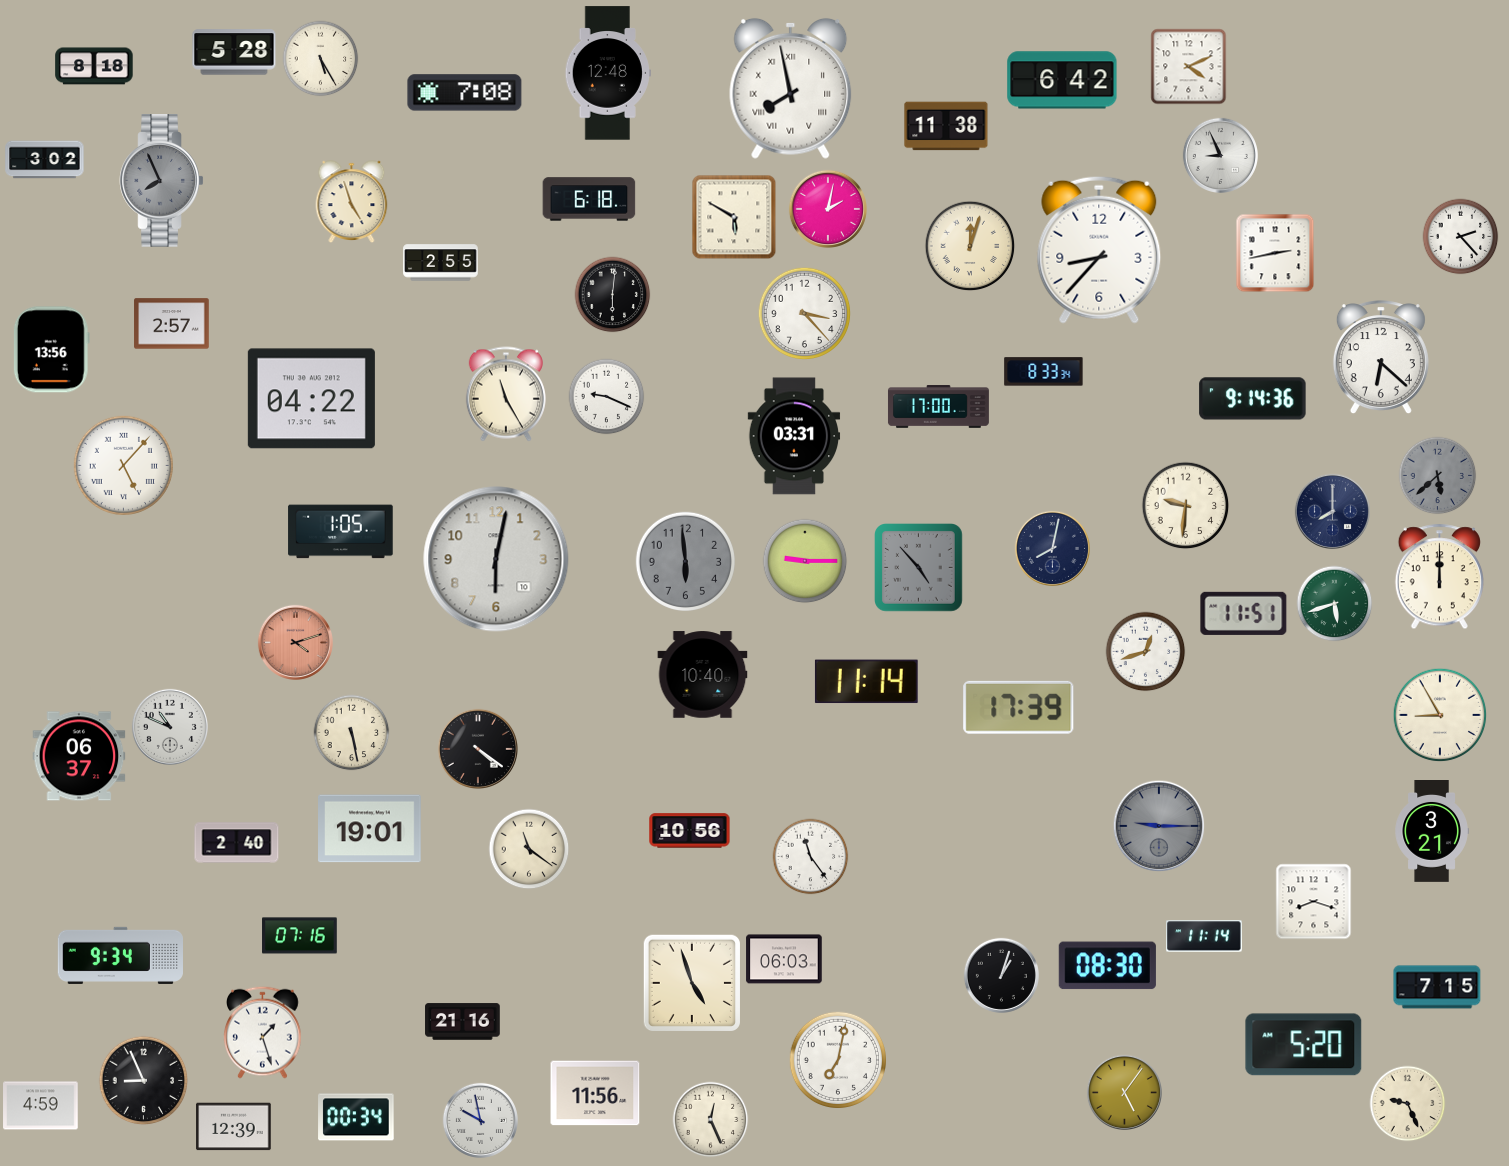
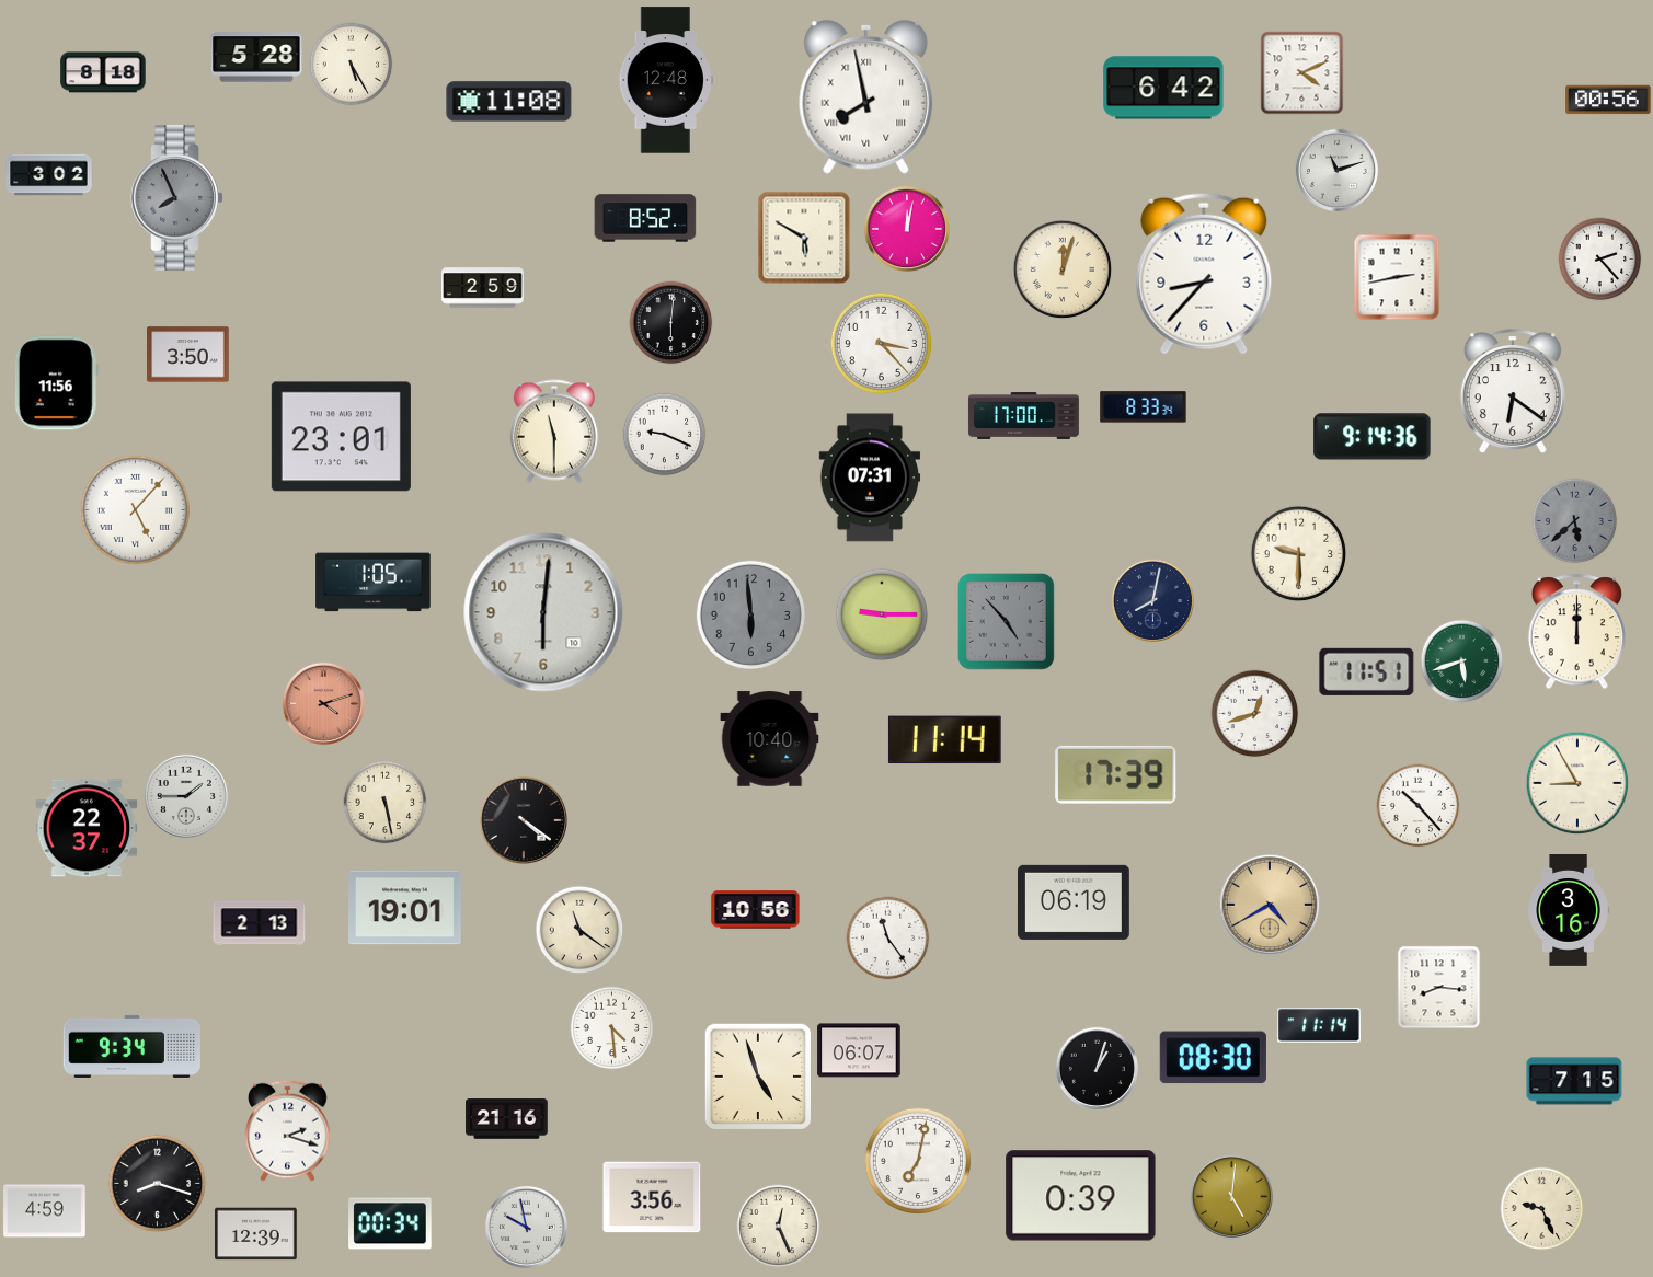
clock at (1608, 100): none -> 00:56
clock at (465, 93): 7:08 -> 11:08
clock at (946, 126): 11:38 -> none
clock at (1220, 155): 8:56 -> 11:12
clock at (589, 199): 6:18 -> 8:52
clock at (352, 201): 4:57 -> none
clock at (828, 209): 2:02 -> 12:02
clock at (441, 263): 2:55 -> 2:59
clock at (172, 324): 2:57 -> 3:50
clock at (51, 350): 13:56 -> 11:56
clock at (1381, 358): 6:22 -> 6:21
clock at (506, 394): 11:25 -> 11:30
clock at (311, 399): 04:22 -> 23:01
clock at (938, 407) position: (938, 407) -> (1023, 416)
clock at (794, 436): 03:31 -> 07:31
clock at (1186, 506): 9:31 -> 9:30
clock at (1332, 511): 8:00 -> none
clock at (496, 559): 6:02 -> 6:01
clock at (1244, 613) position: (1244, 613) -> (1367, 671)
clock at (866, 682) position: (866, 682) -> (944, 740)
clock at (170, 727): 10:49 -> 1:45
clock at (1419, 806): none -> 10:23
clock at (79, 756): 06:37 -> 22:37
clock at (1074, 902): none -> 06:19
clock at (1159, 826): 9:15 -> 4:40
clock at (1159, 826) dial: grey -> champagne
clock at (1432, 832): 3:21 -> 3:16
clock at (237, 843): 2:40 -> 2:13
clock at (1314, 902): 8:18 -> 8:16
clock at (300, 936): 07:16 -> none
clock at (612, 1028): none -> 4:29
clock at (784, 959): 06:03 -> 06:07
clock at (263, 1032): 1:27 -> 2:18
clock at (1304, 1045): 5:20 -> none
clock at (144, 1081): 8:56 -> 8:18
clock at (1081, 1196): none -> 0:39
clock at (1124, 1092): 5:06 -> 5:01
clock at (595, 1093): 11:56 -> 3:56
